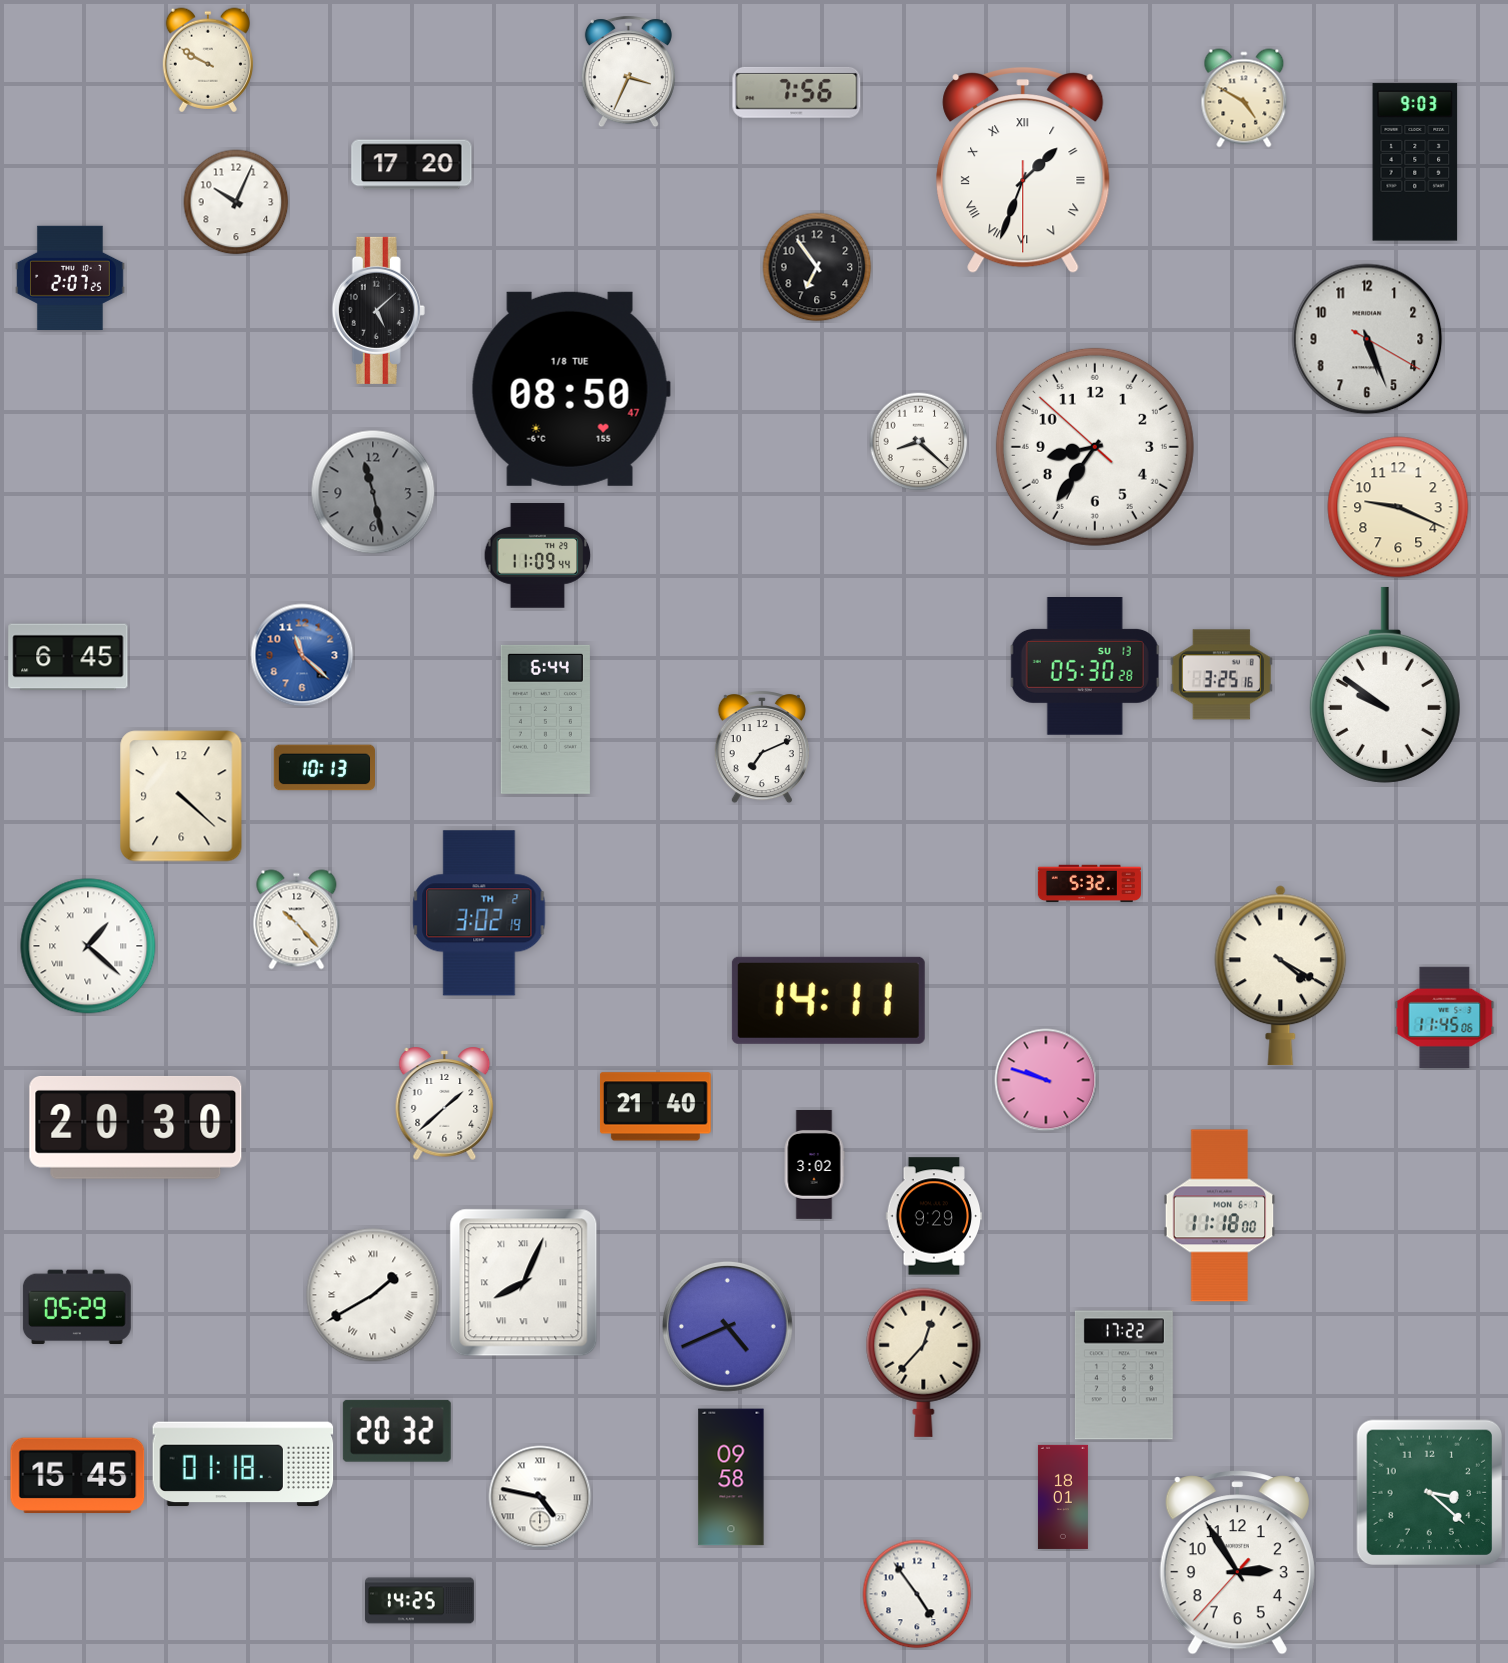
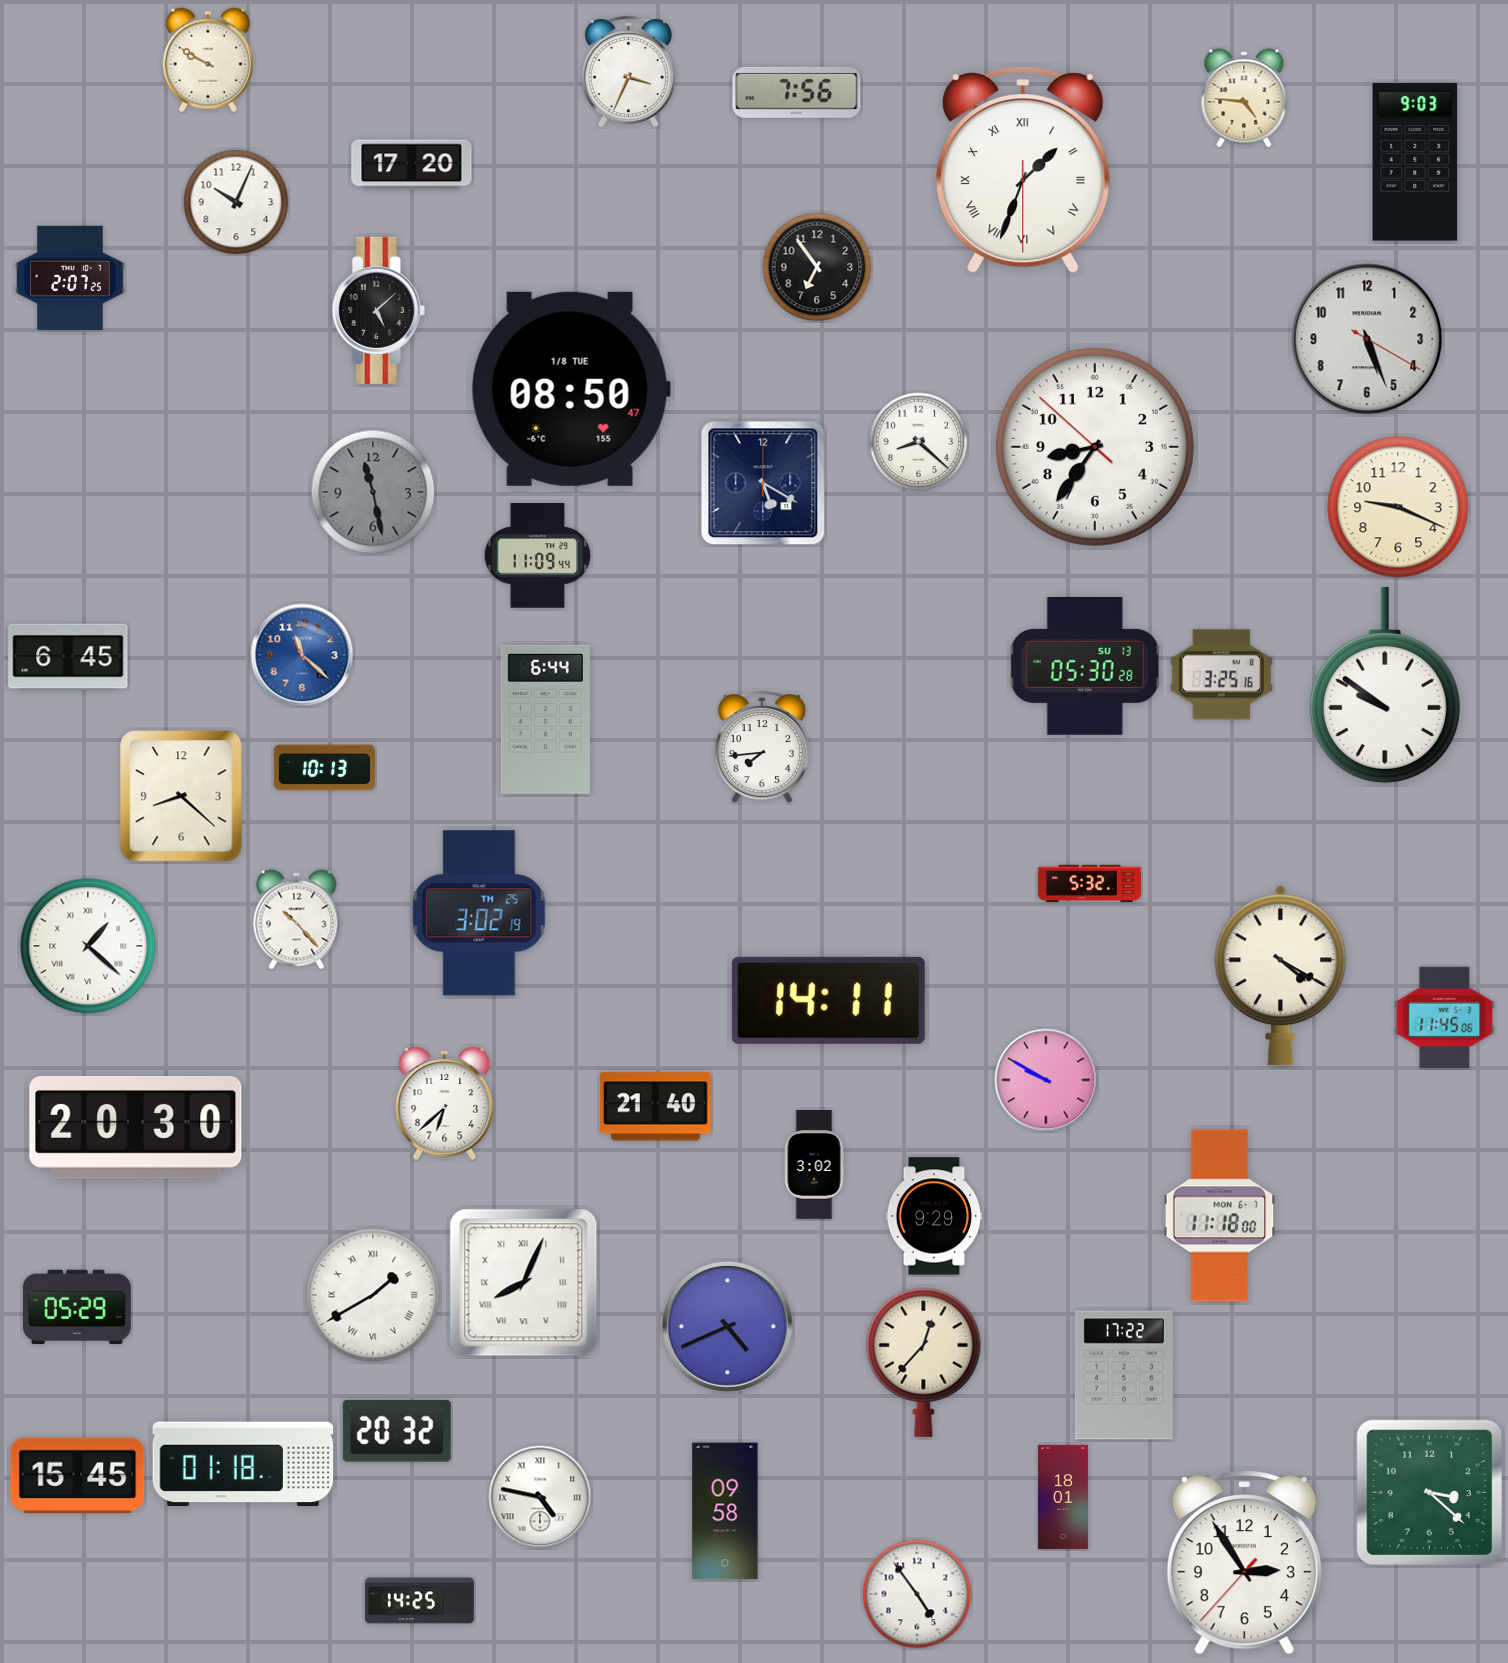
clock at (1244, 98): 4:50 -> 4:46
clock at (763, 483): none -> 5:20
clock at (762, 747): 7:11 -> 7:44
clock at (181, 796): 4:22 -> 8:22
clock at (479, 913) date: TH 2 -> TH 25
clock at (1046, 1080): 9:48 -> 9:50
clock at (445, 1103): 1:38 -> 6:38
clock at (731, 1477) position: (731, 1477) -> (725, 1511)
clock at (1237, 1563) position: (1237, 1563) -> (1244, 1563)
